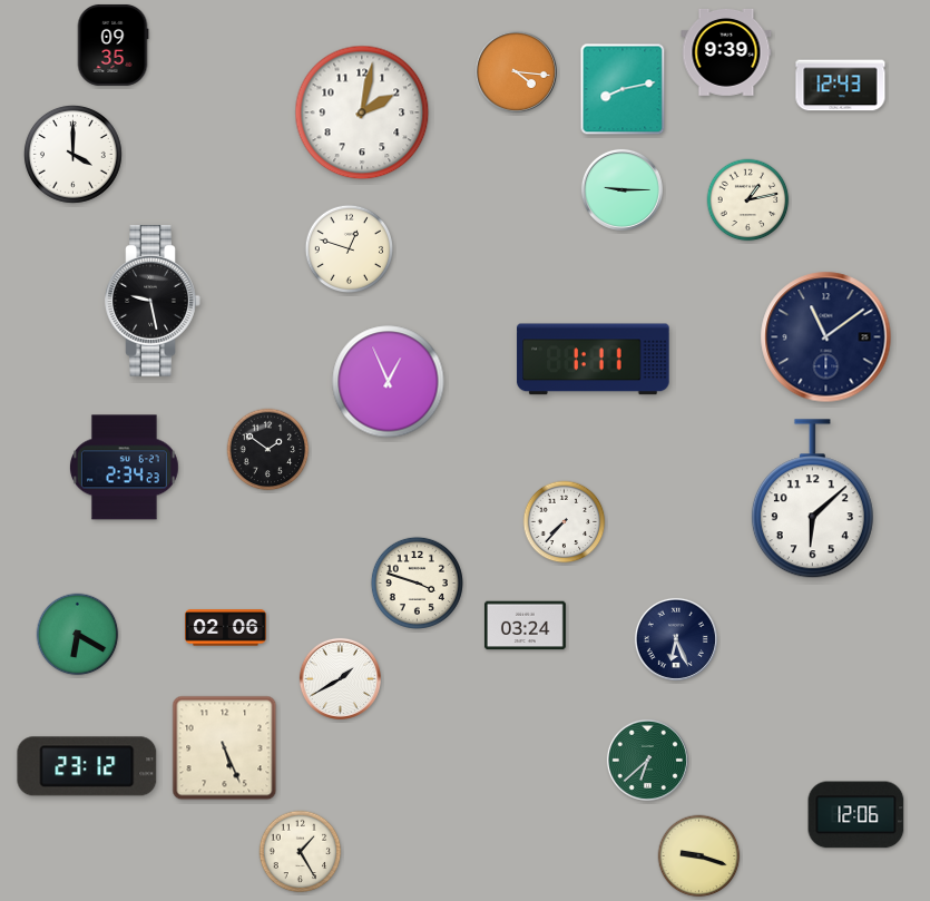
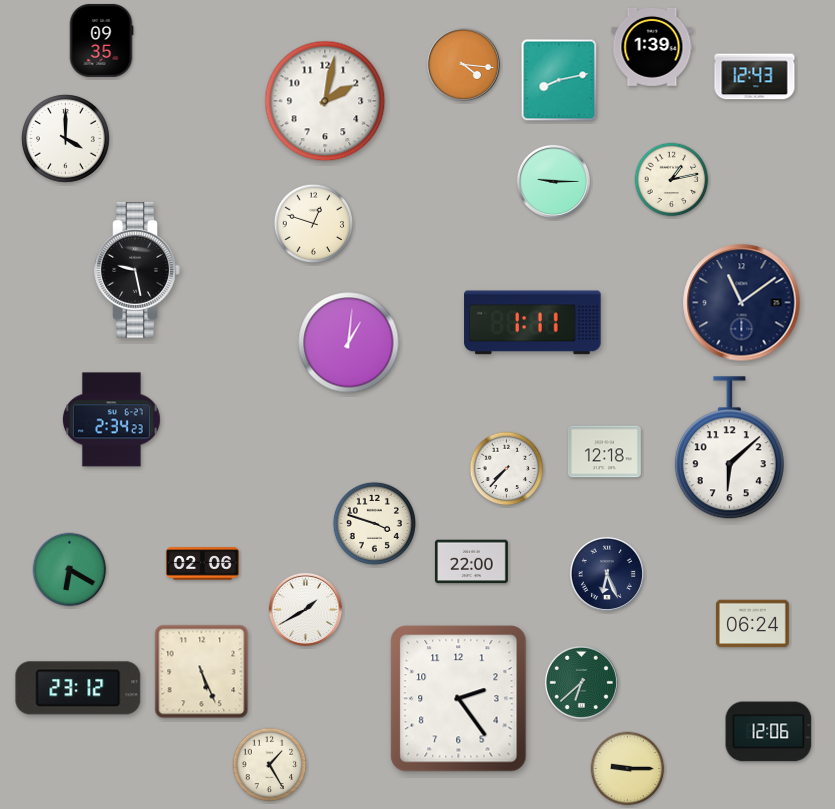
clock at (726, 52): 9:39 -> 1:39
clock at (621, 189) position: (621, 189) -> (553, 181)
clock at (389, 382): 12:56 -> 1:01
clock at (268, 450): 1:51 -> none
clock at (604, 452): none -> 12:18
clock at (525, 626): 03:24 -> 22:00
clock at (752, 624): none -> 06:24
clock at (459, 699): none -> 2:24
clock at (699, 856): 9:18 -> 9:15
